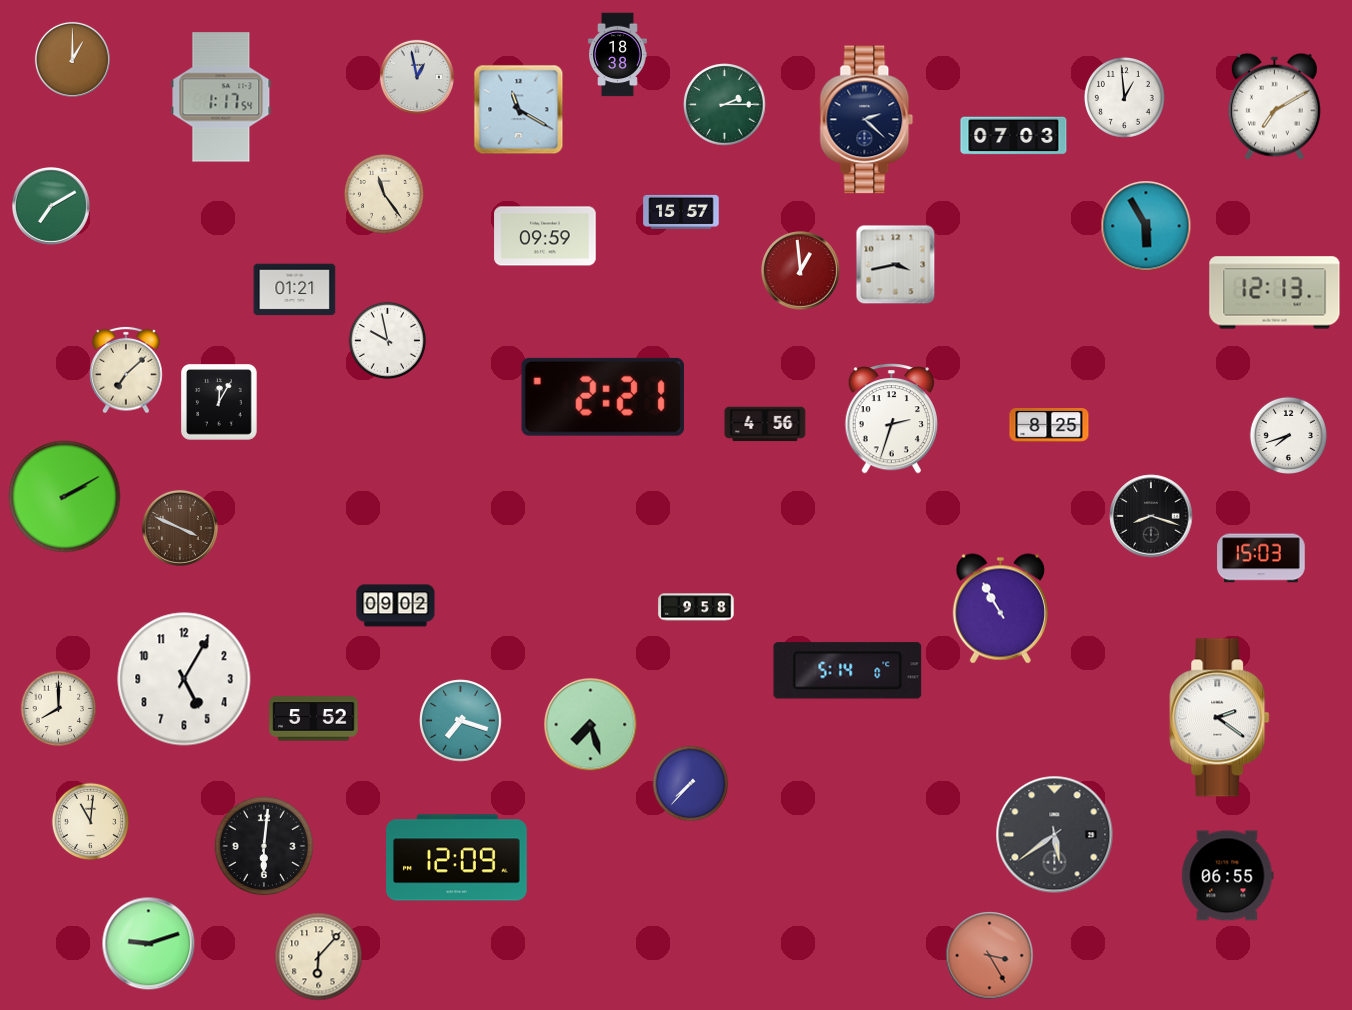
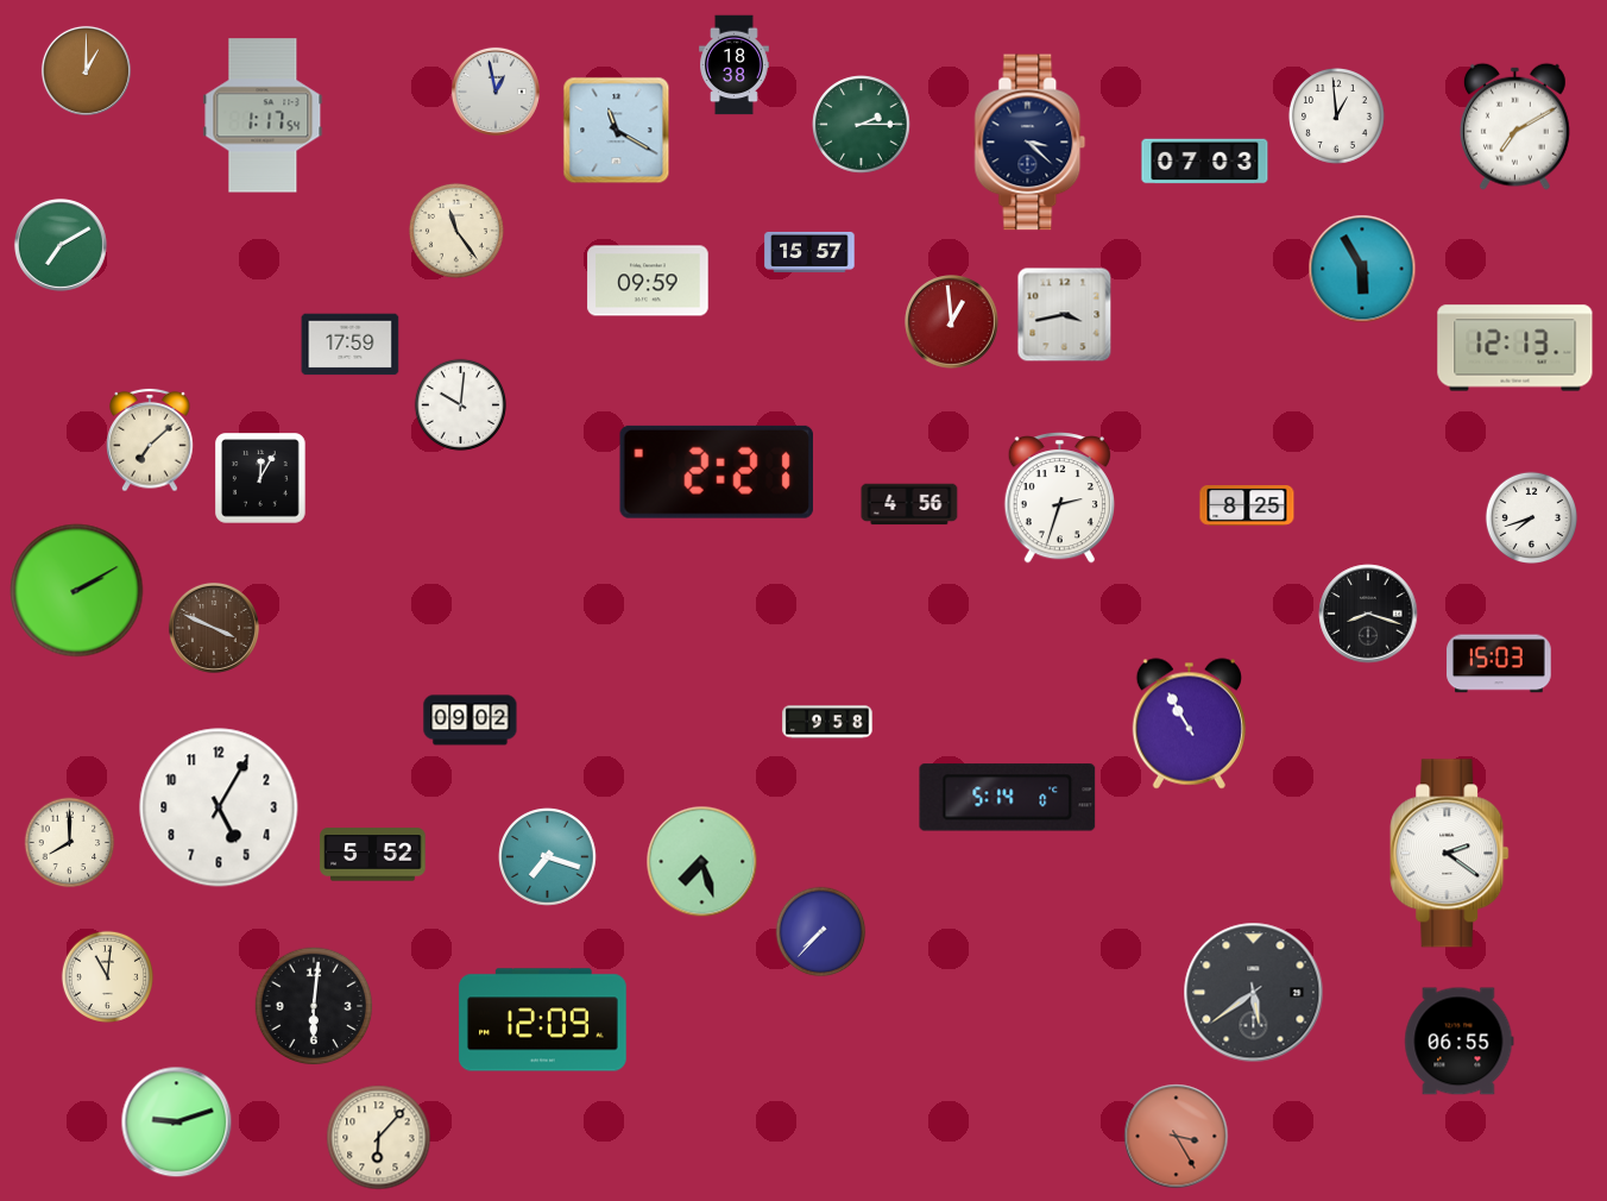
clock at (867, 120): 2:22 -> 3:22
clock at (295, 290): 01:21 -> 17:59
clock at (388, 341): 9:58 -> 10:01
